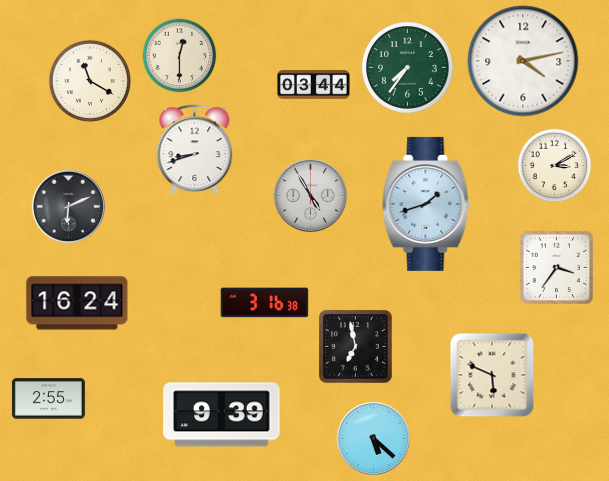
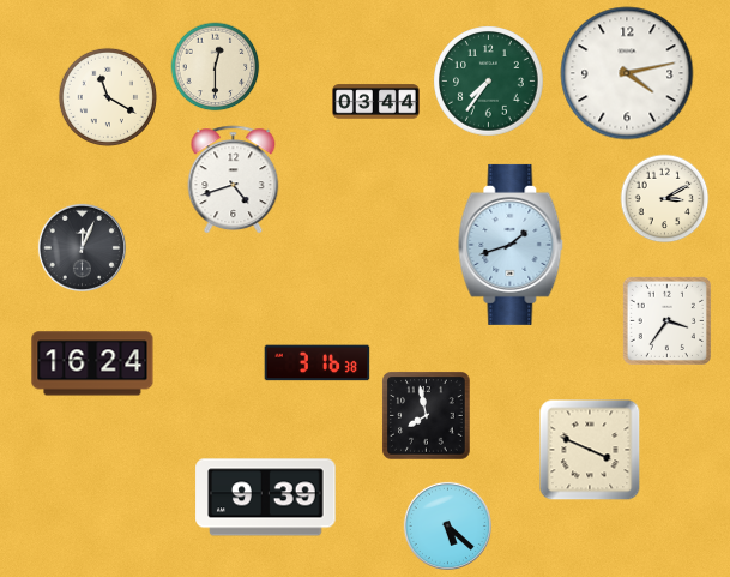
clock at (195, 150): 8:42 -> 4:42
clock at (310, 195): 4:55 -> none
clock at (68, 206): 6:11 -> 12:04
clock at (356, 347): 6:58 -> 7:58
clock at (492, 375): 5:49 -> 3:49
clock at (48, 399): 2:55 -> none
